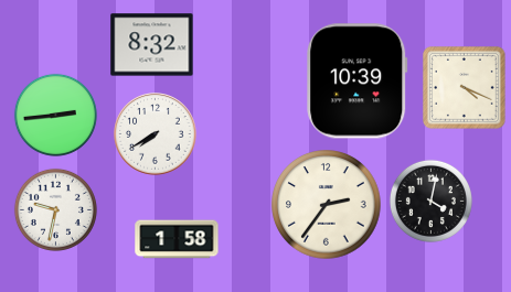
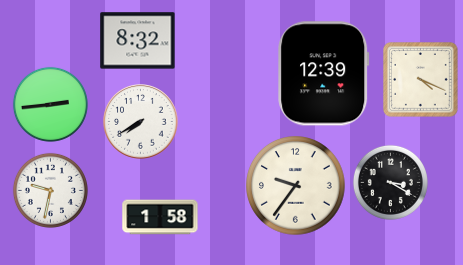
clock at (358, 82): 10:39 -> 12:39
clock at (430, 201): 4:02 -> 3:20
clock at (327, 205): 2:36 -> 9:36
